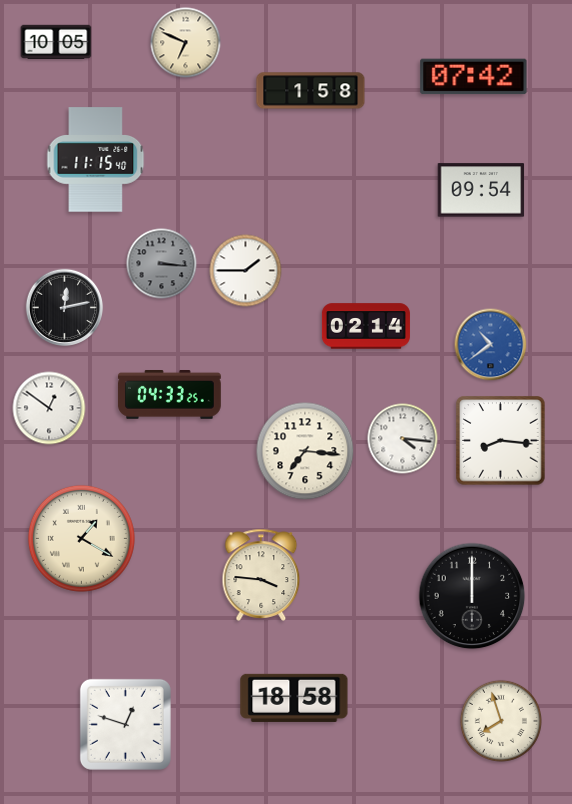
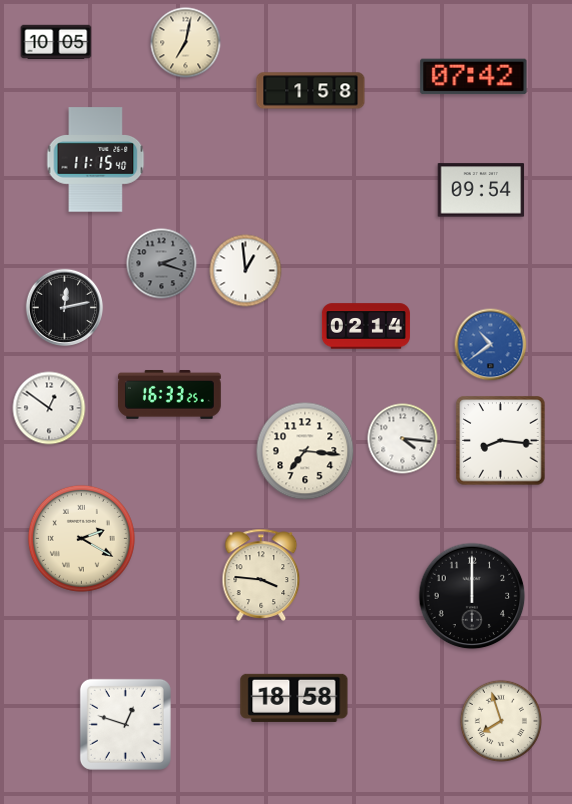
clock at (186, 43): 6:49 -> 7:02
clock at (162, 264): 3:16 -> 2:18
clock at (246, 271): 1:45 -> 12:59
clock at (169, 395): 04:33 -> 16:33
clock at (81, 538): 1:20 -> 2:20
